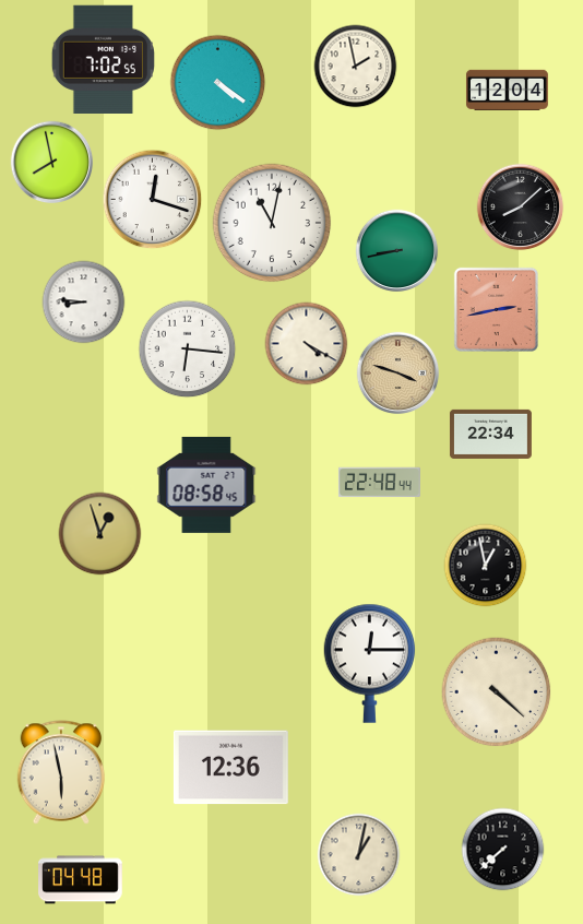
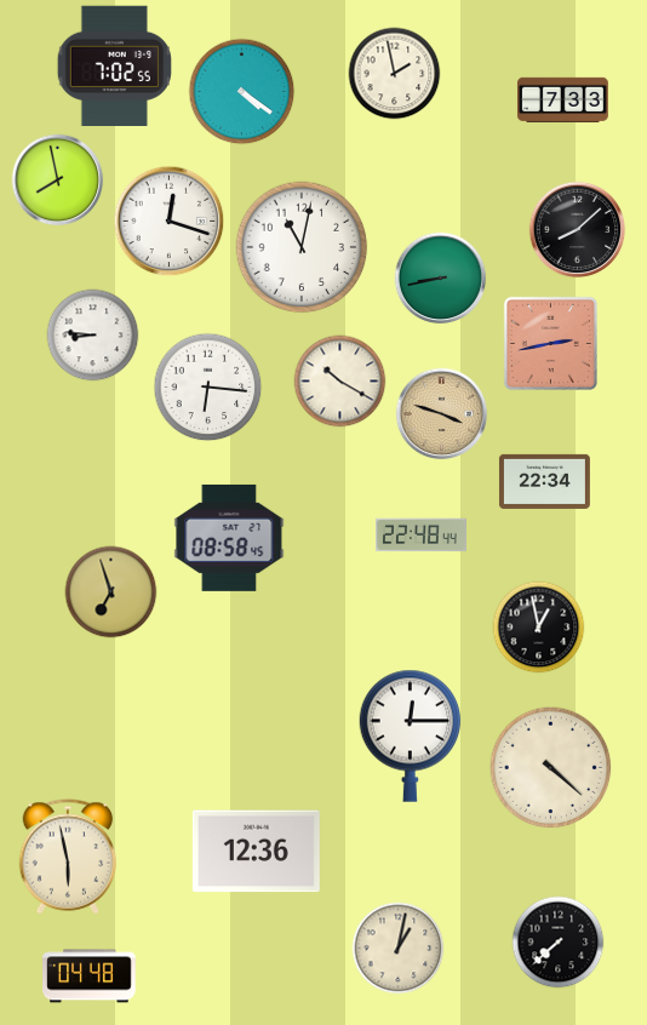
clock at (507, 90): 12:04 -> 7:33
clock at (307, 344): 4:20 -> 10:20
clock at (100, 534): 12:57 -> 6:57
